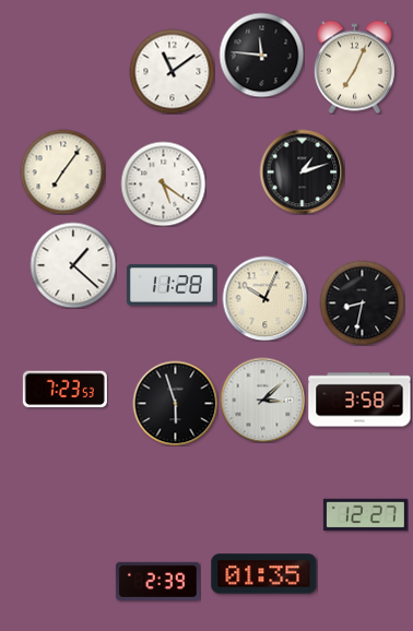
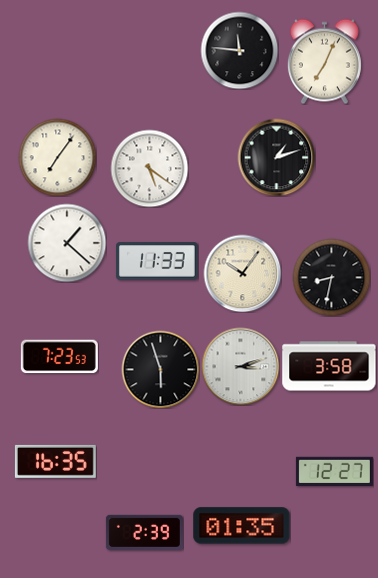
clock at (172, 71): 11:09 -> none
clock at (172, 285): 11:28 -> 11:33
clock at (264, 298): 10:04 -> 10:06
clock at (262, 400): 3:08 -> 3:12
clock at (55, 461): none -> 16:35
